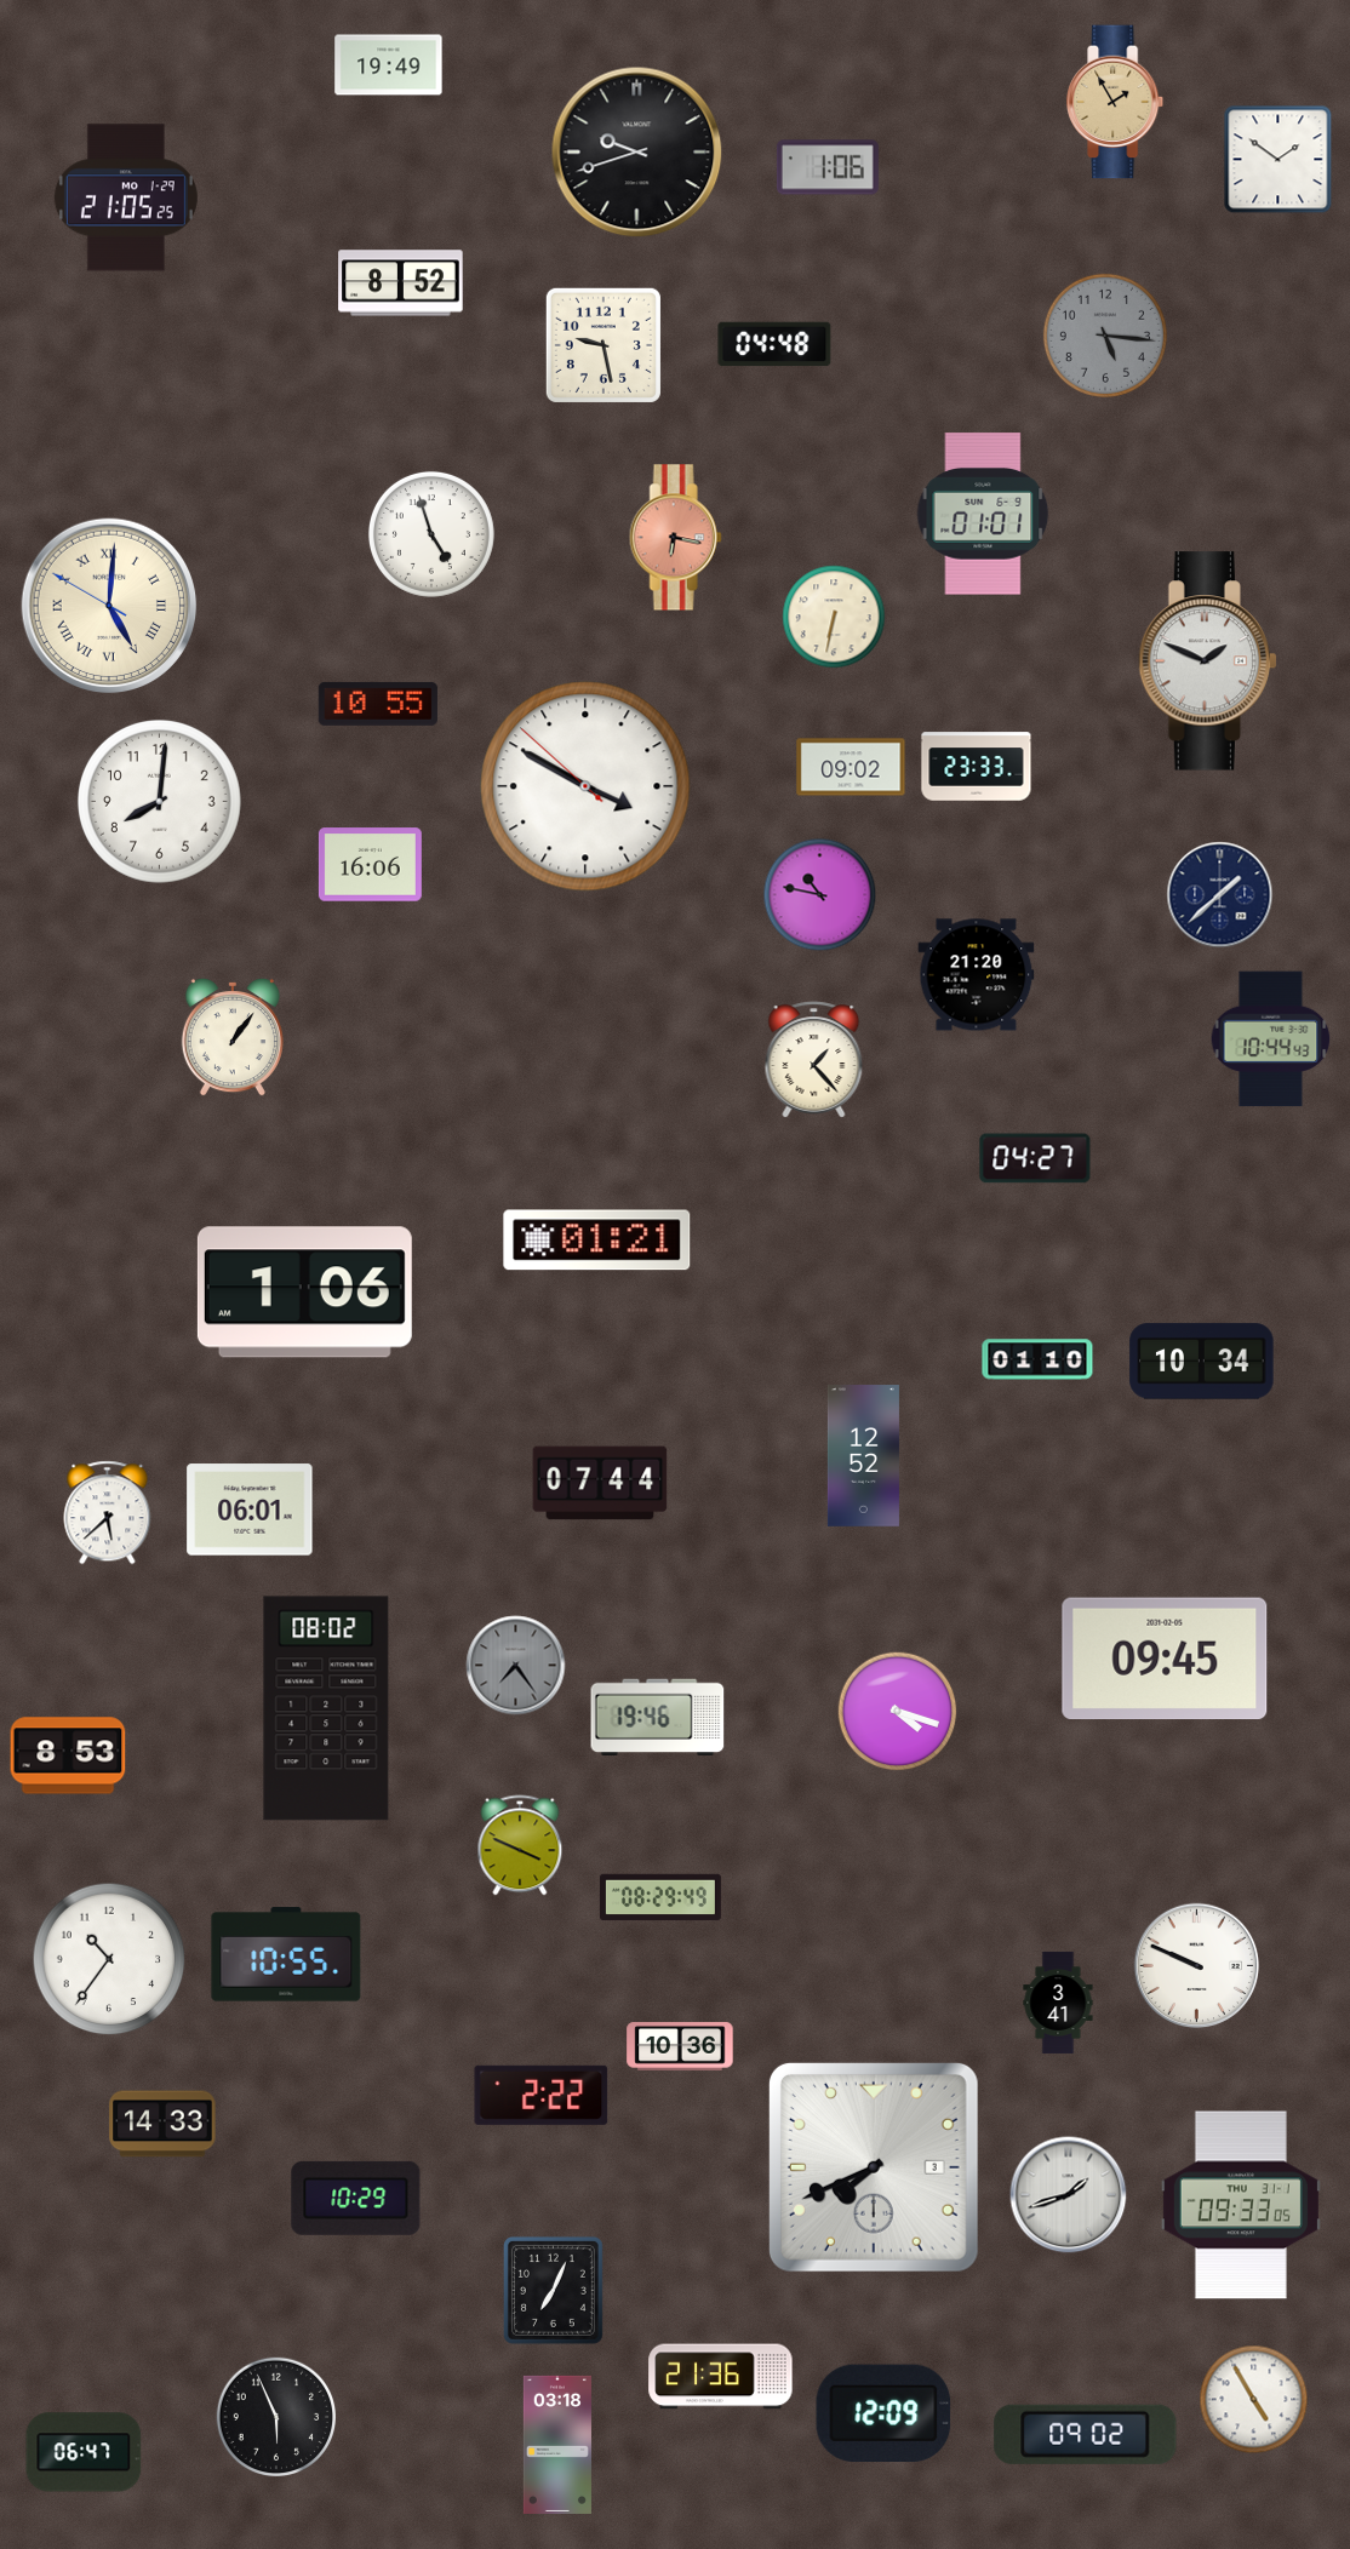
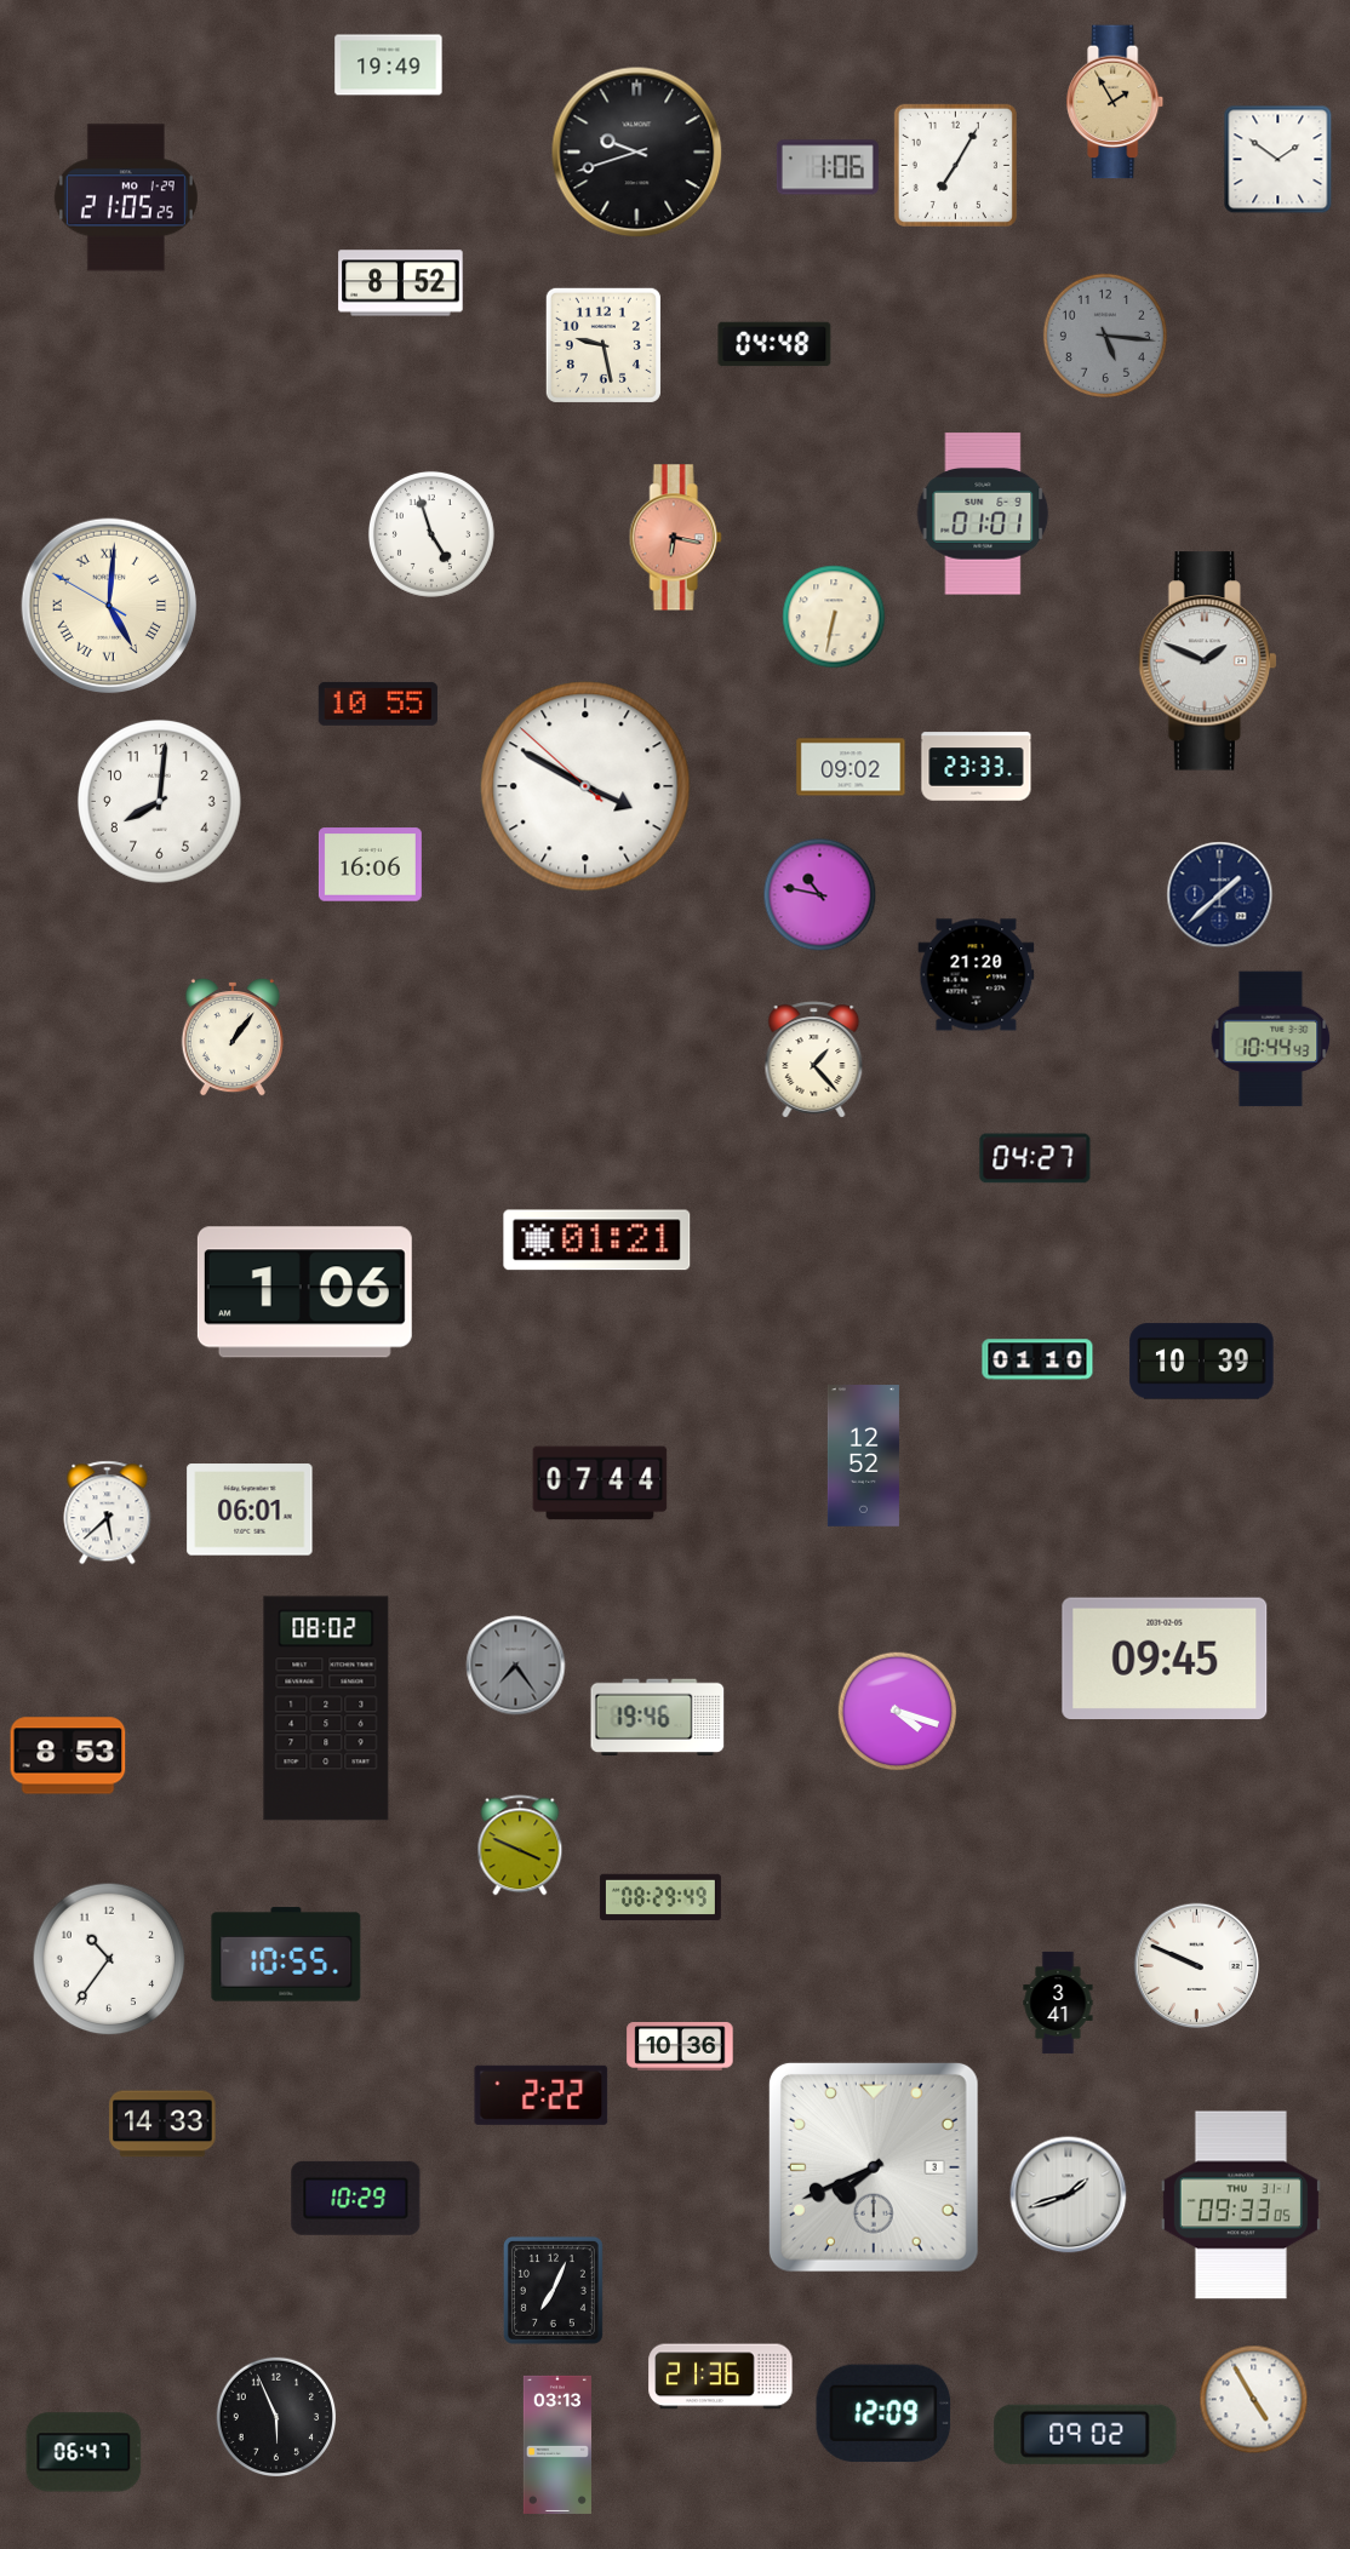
clock at (955, 165): none -> 7:05
clock at (1202, 1362): 10:34 -> 10:39
clock at (557, 2445): 03:18 -> 03:13
